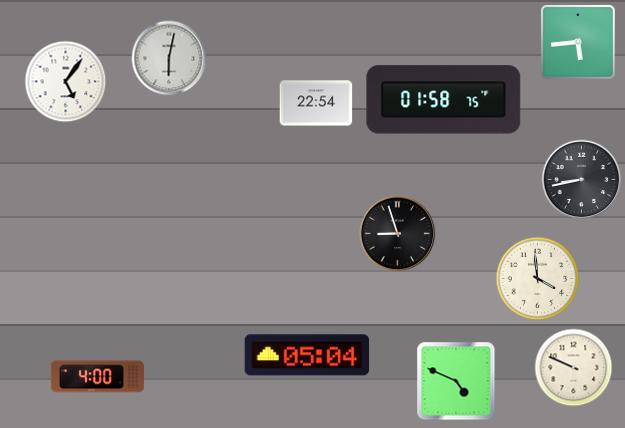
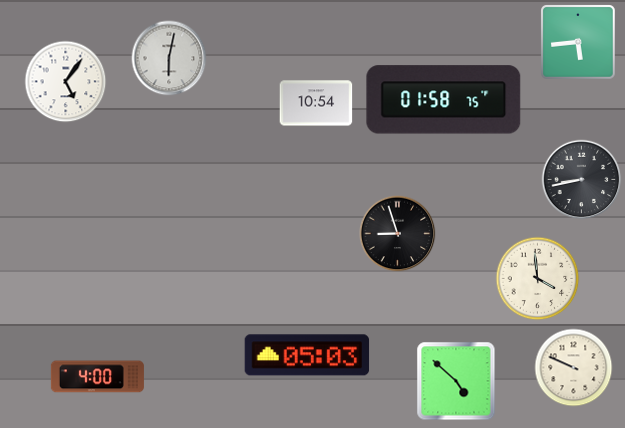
clock at (316, 103): 22:54 -> 10:54
clock at (307, 355): 05:04 -> 05:03
clock at (456, 381): 4:49 -> 4:52
